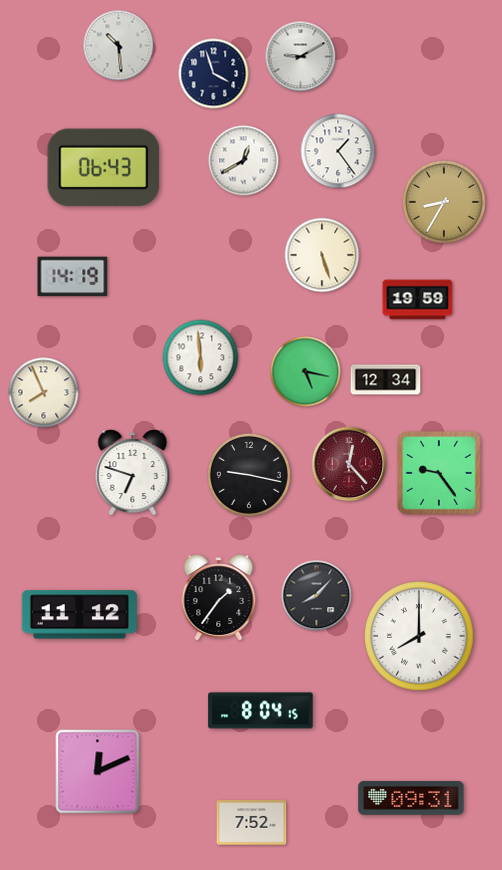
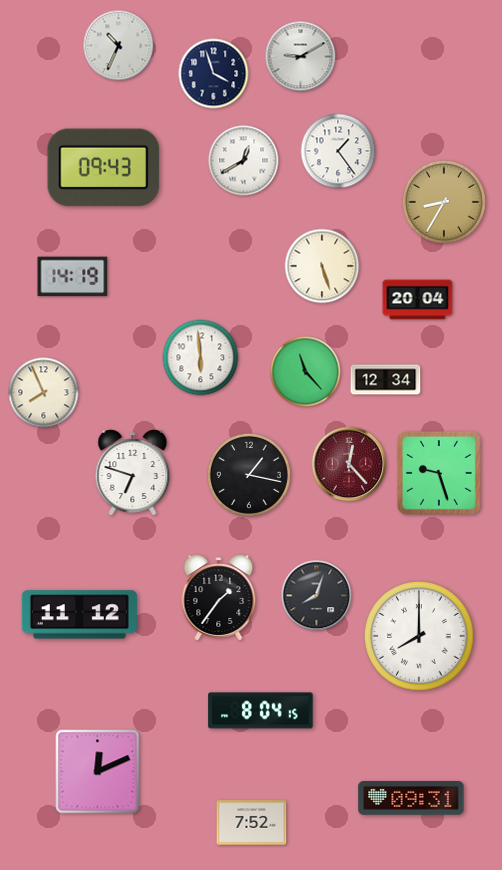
clock at (119, 46): 10:29 -> 10:34
clock at (104, 168): 06:43 -> 09:43
clock at (322, 255) position: (322, 255) -> (322, 266)
clock at (418, 300): 19:59 -> 20:04
clock at (306, 372): 5:17 -> 11:23
clock at (439, 473): 9:24 -> 9:27
clock at (249, 475): 9:17 -> 1:17
clock at (317, 596): 8:07 -> 8:03
